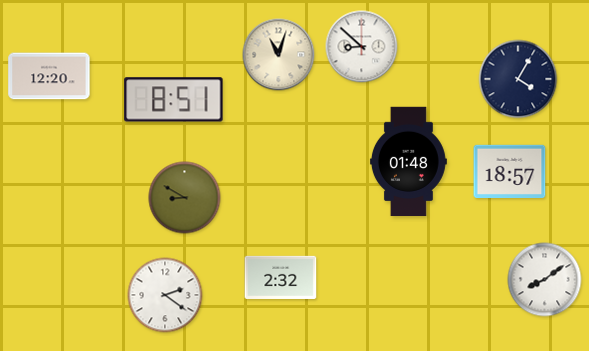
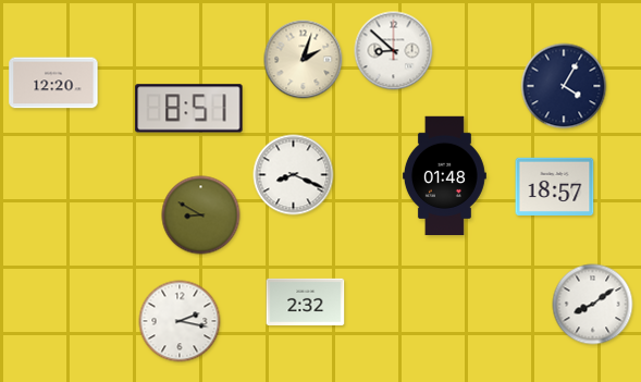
clock at (279, 55): 11:03 -> 2:03
clock at (294, 175): none -> 8:19
clock at (165, 295): 2:21 -> 2:17
